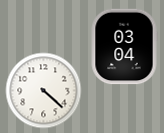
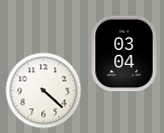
clock at (124, 47) position: (124, 47) -> (124, 54)
